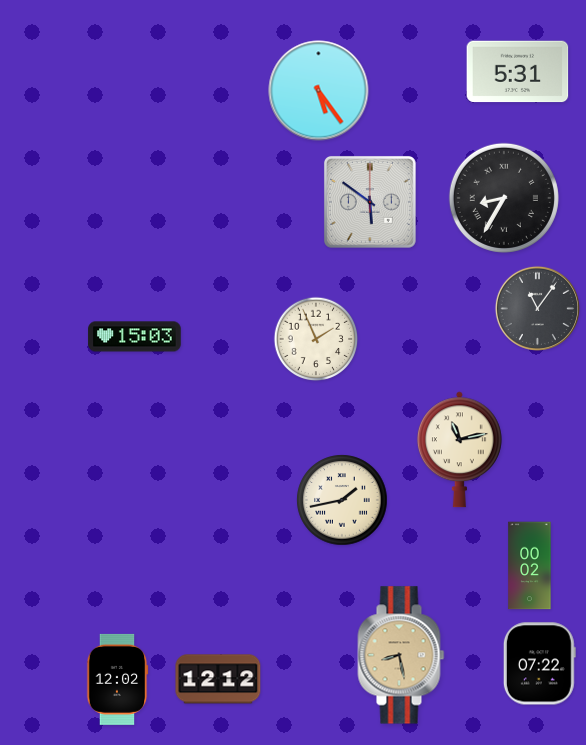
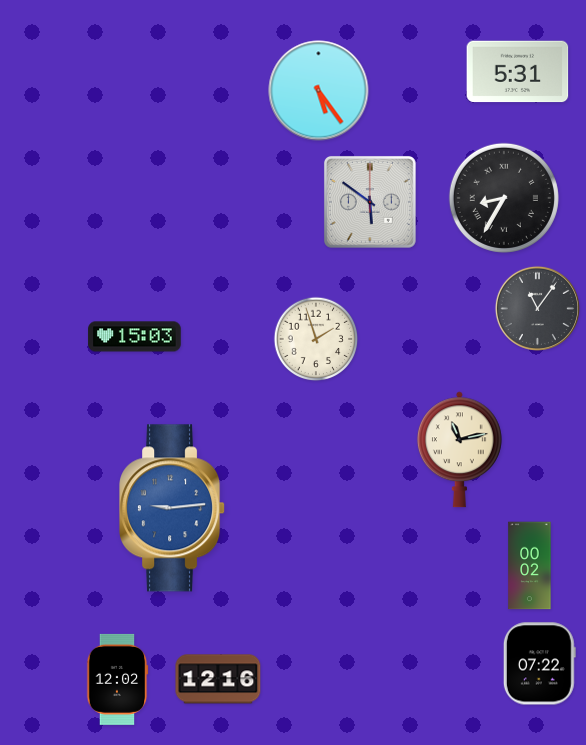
clock at (316, 339): 1:56 -> 1:57
clock at (342, 500): 1:43 -> none
clock at (173, 508): none -> 9:14
clock at (401, 655): 8:28 -> none
clock at (218, 679): 12:12 -> 12:16
